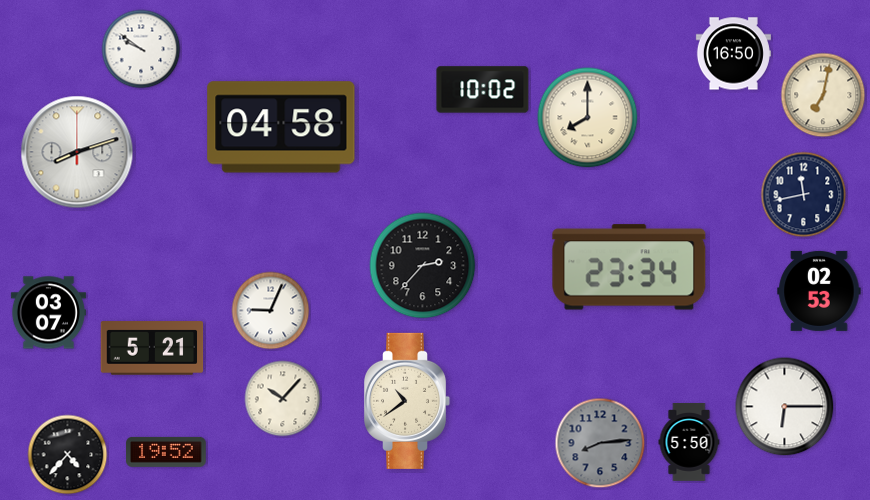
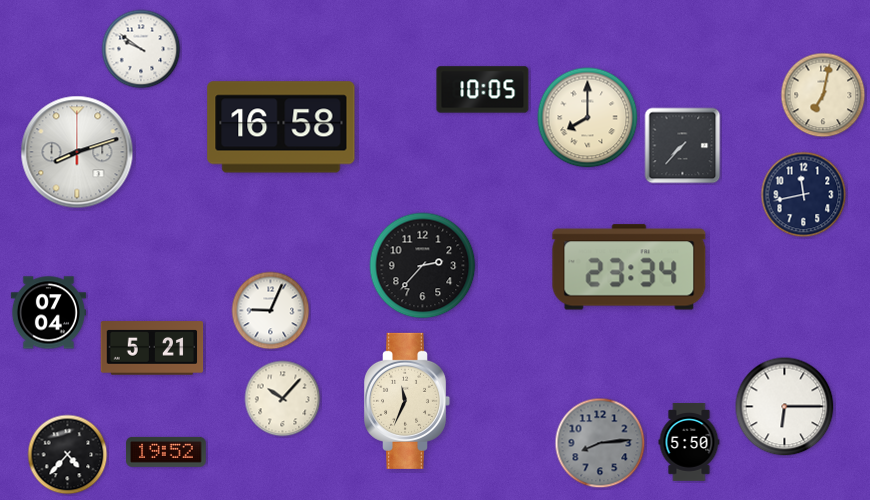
clock at (733, 54): 16:50 -> none
clock at (483, 90): 10:02 -> 10:05
clock at (281, 127): 04:58 -> 16:58
clock at (683, 146): none -> 7:37
clock at (819, 291): 02:53 -> none
clock at (48, 313): 03:07 -> 07:04
clock at (408, 401): 10:39 -> 11:34
